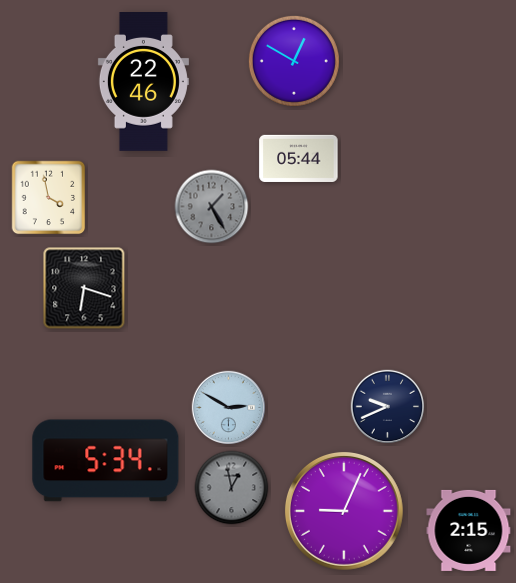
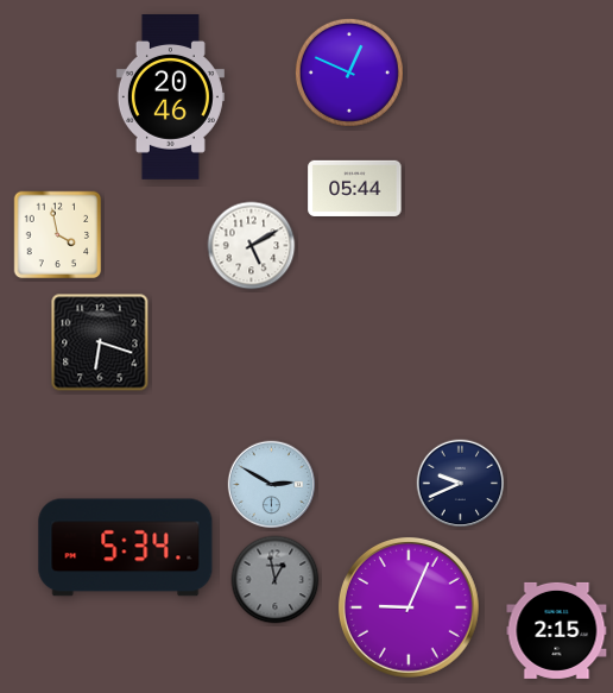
clock at (294, 61): 12:50 -> 12:49
clock at (143, 82): 22:46 -> 20:46
clock at (212, 207): 1:25 -> 5:10
clock at (212, 207) dial: grey -> white
